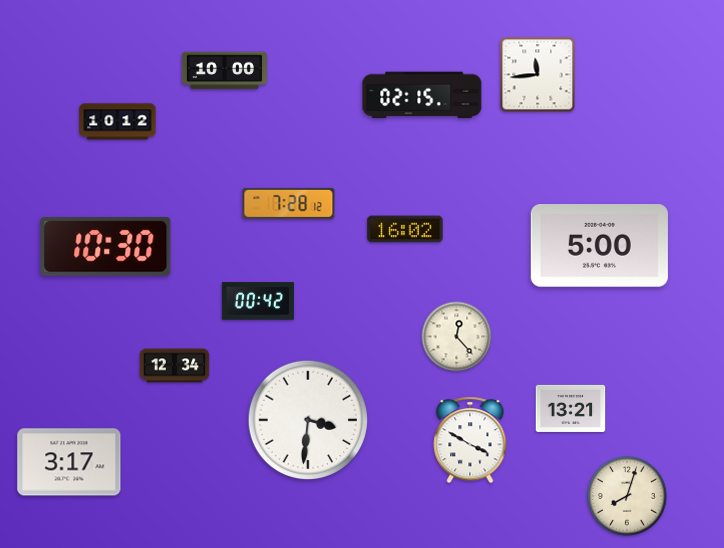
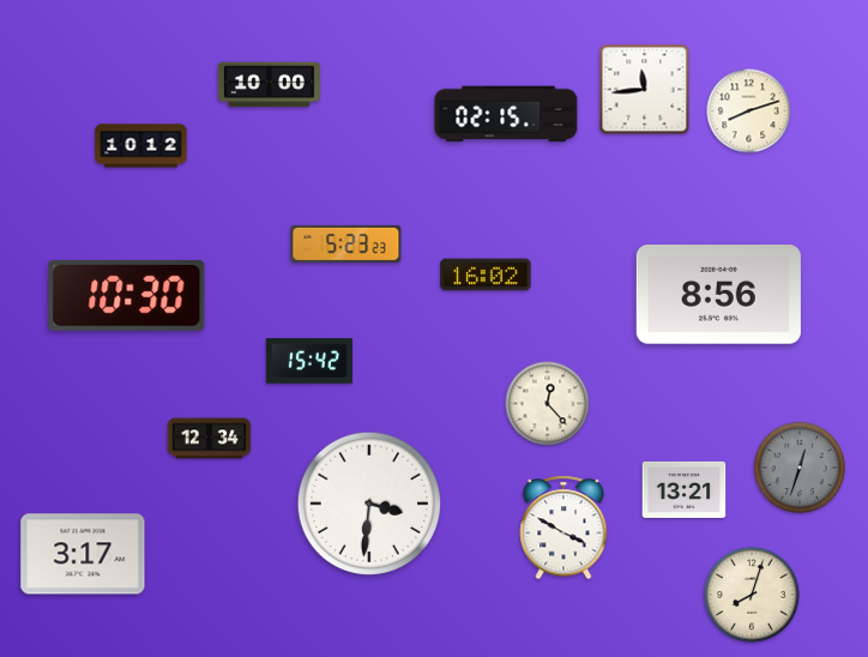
clock at (749, 111): none -> 8:12
clock at (289, 203): 7:28 -> 5:23
clock at (599, 246): 5:00 -> 8:56
clock at (258, 301): 00:42 -> 15:42
clock at (800, 468): none -> 12:33
